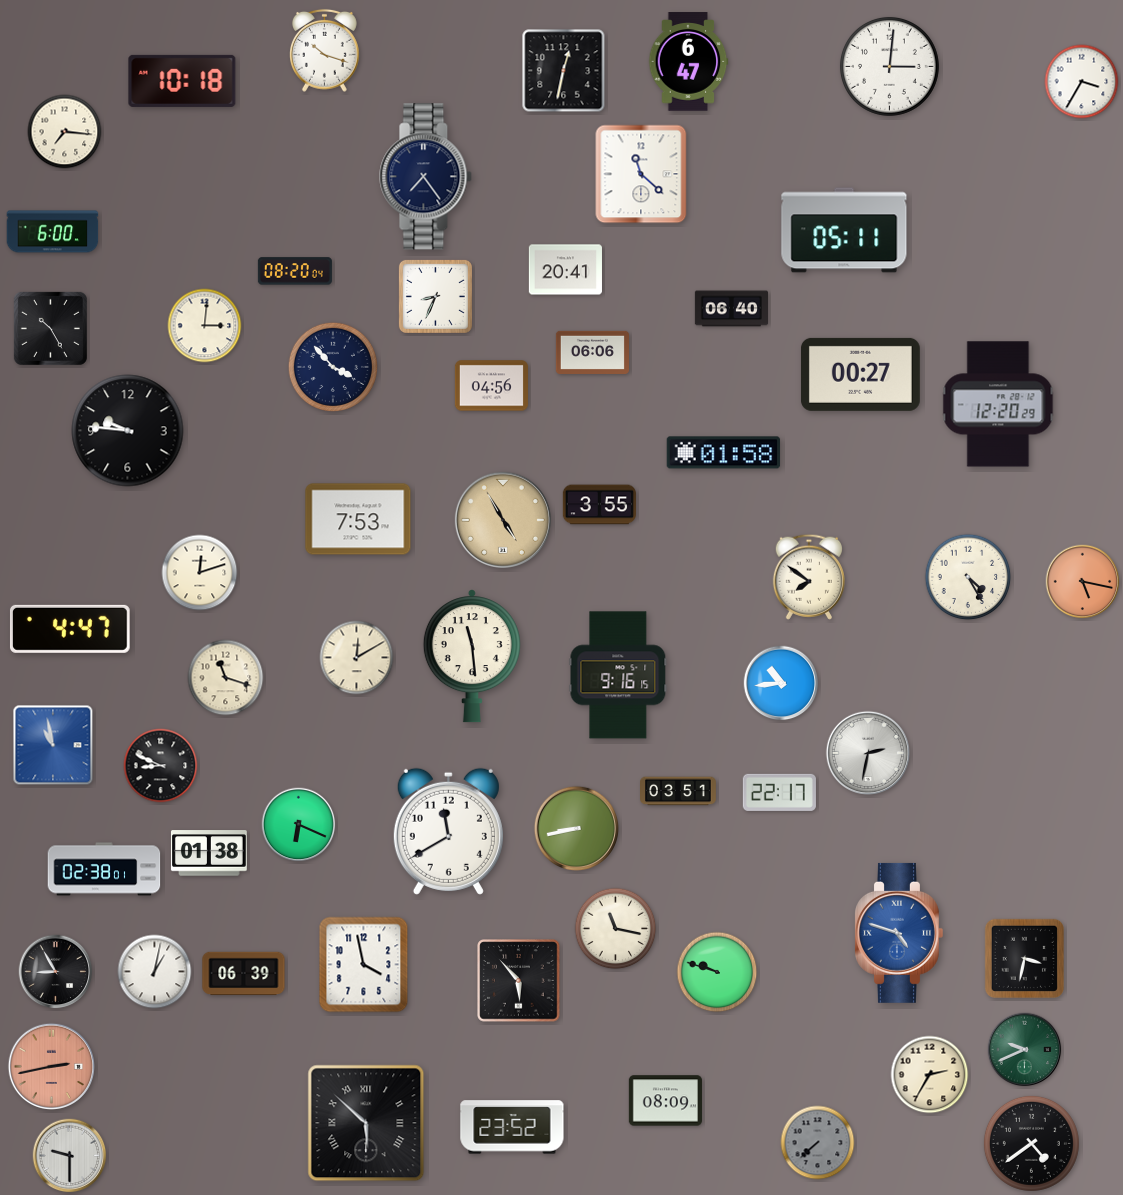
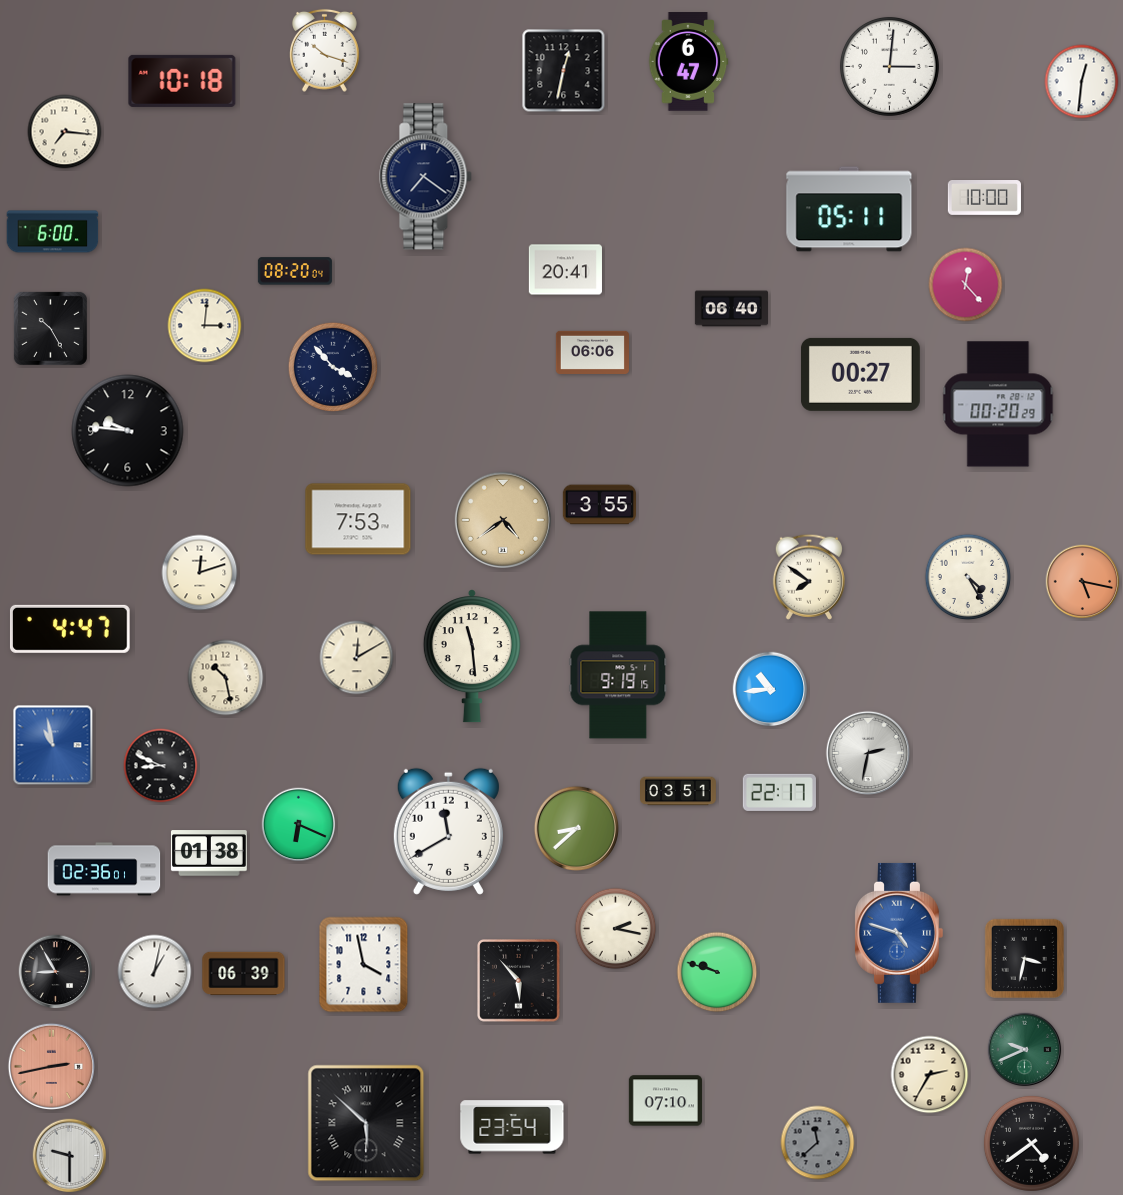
clock at (1082, 82): 3:35 -> 12:31
clock at (641, 174): 11:22 -> none
clock at (426, 177): 7:24 -> 7:21
clock at (984, 198): none -> 10:00
clock at (844, 230) position: (844, 230) -> (849, 209)
clock at (966, 285): none -> 12:23
clock at (435, 296): 8:34 -> none
clock at (491, 386): 04:56 -> none
clock at (998, 404): 12:20 -> 00:20
clock at (724, 453): 01:58 -> none
clock at (503, 520): 4:55 -> 4:39
clock at (618, 675): 9:16 -> 9:19
clock at (226, 678): 11:18 -> 10:28
clock at (781, 683) position: (781, 683) -> (770, 689)
clock at (576, 828): 8:43 -> 8:38
clock at (104, 869): 02:38 -> 02:36
clock at (616, 929): 11:17 -> 2:17
clock at (665, 1101): 08:09 -> 07:10
clock at (512, 1127): 23:52 -> 23:54
clock at (818, 1143): 7:38 -> 11:38
